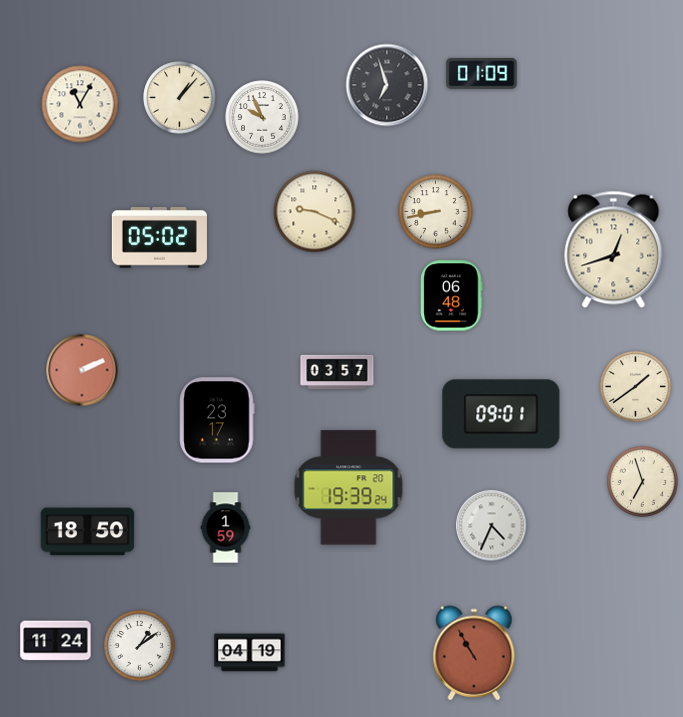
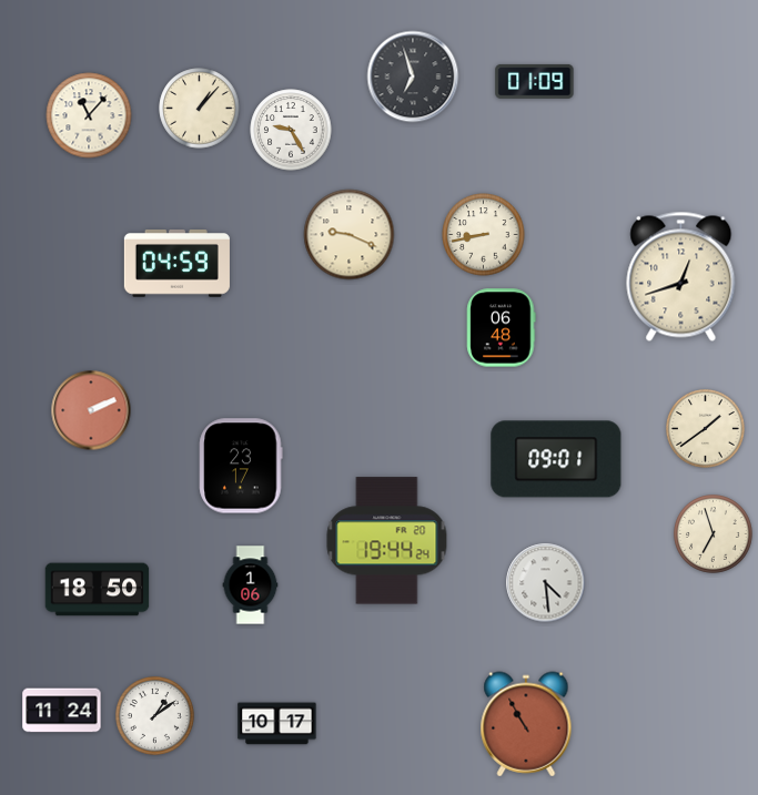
clock at (387, 85) position: (387, 85) -> (413, 77)
clock at (80, 104): 11:05 -> 11:07
clock at (262, 117): 9:56 -> 9:25
clock at (159, 238): 05:02 -> 04:59
clock at (337, 371): 03:57 -> none
clock at (349, 488): 19:39 -> 19:44
clock at (492, 526): 4:34 -> 4:29
clock at (226, 528): 1:59 -> 1:06
clock at (250, 653): 04:19 -> 10:17
